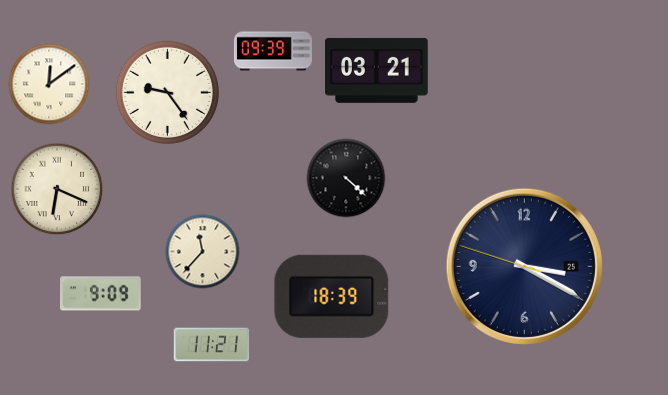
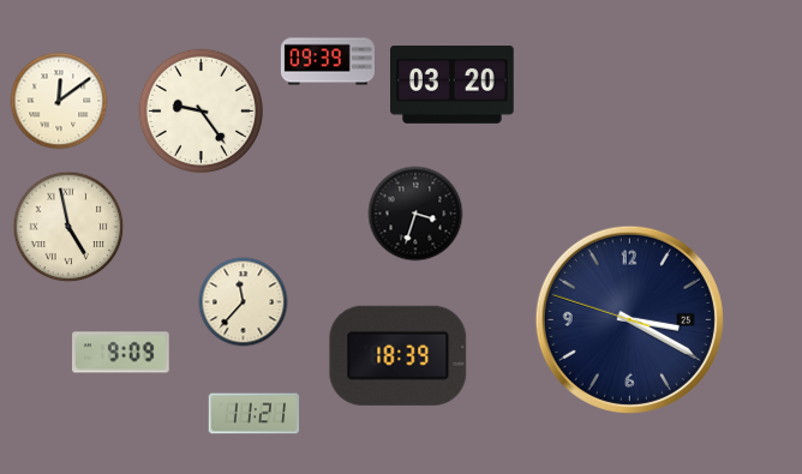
clock at (377, 70): 03:21 -> 03:20
clock at (346, 178): 4:22 -> 3:33
clock at (57, 189): 6:19 -> 4:58
